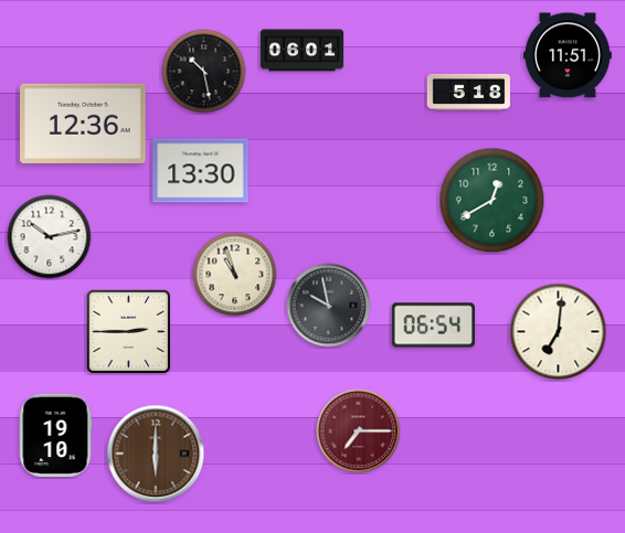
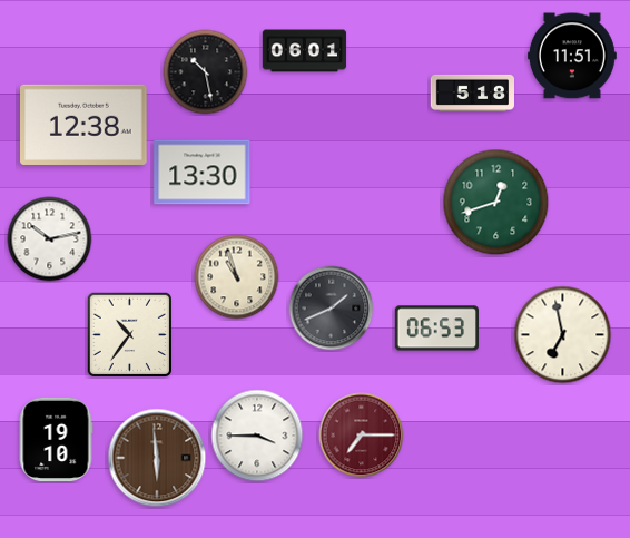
clock at (84, 124): 12:36 -> 12:38
clock at (492, 201): 12:40 -> 12:42
clock at (329, 306): 9:58 -> 1:41
clock at (433, 326): 06:54 -> 06:53
clock at (129, 332): 2:45 -> 10:36
clock at (559, 332): 7:01 -> 6:58
clock at (257, 436): none -> 3:45
clock at (156, 454): 6:00 -> 5:59
